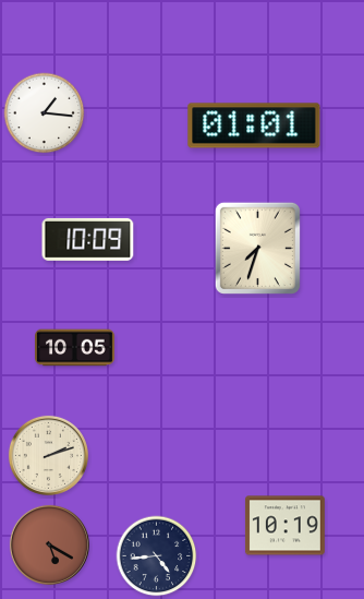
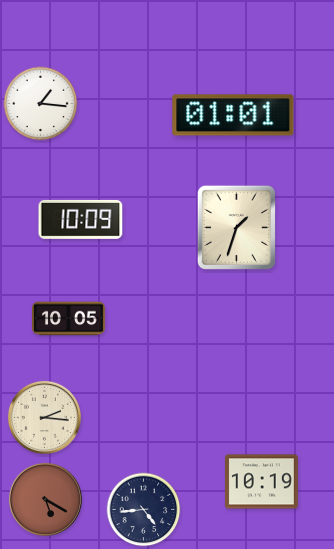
clock at (257, 248): 7:33 -> 1:33
clock at (48, 455): 2:12 -> 2:16
